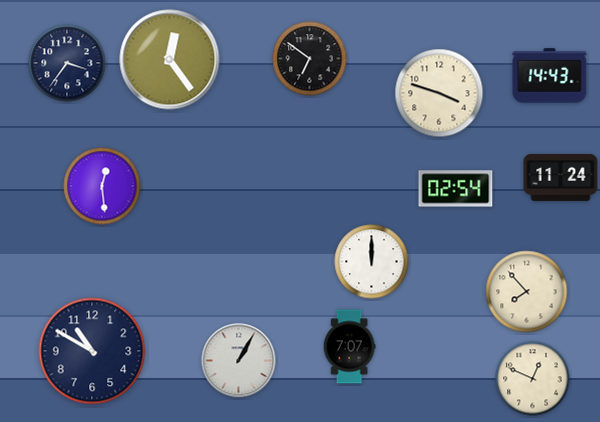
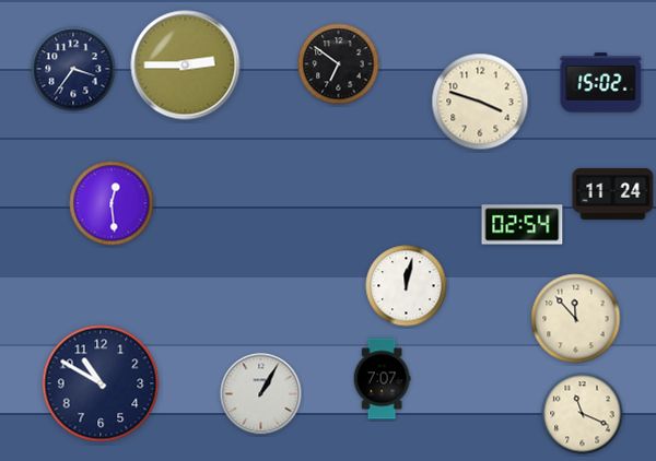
clock at (170, 60): 12:24 -> 2:45
clock at (550, 76): 14:43 -> 15:02
clock at (456, 189) position: (456, 189) -> (523, 225)
clock at (372, 262): 12:00 -> 12:02
clock at (527, 292): 7:53 -> 11:53
clock at (533, 379): 12:49 -> 11:19
